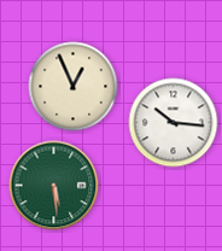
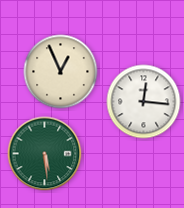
clock at (174, 123): 10:16 -> 12:16
